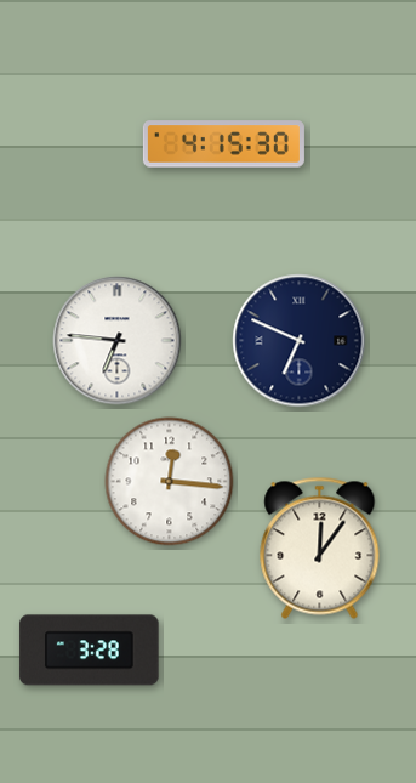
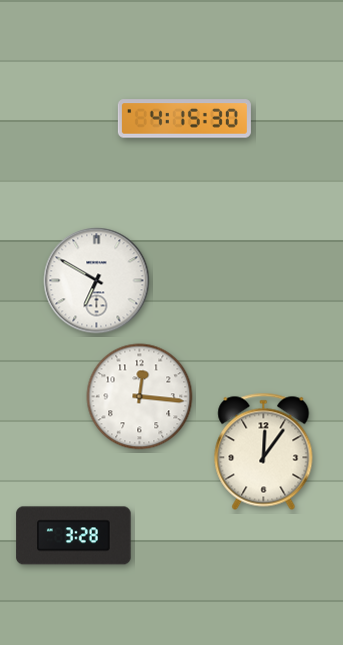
clock at (118, 341): 6:46 -> 6:50
clock at (300, 341): 6:49 -> none
